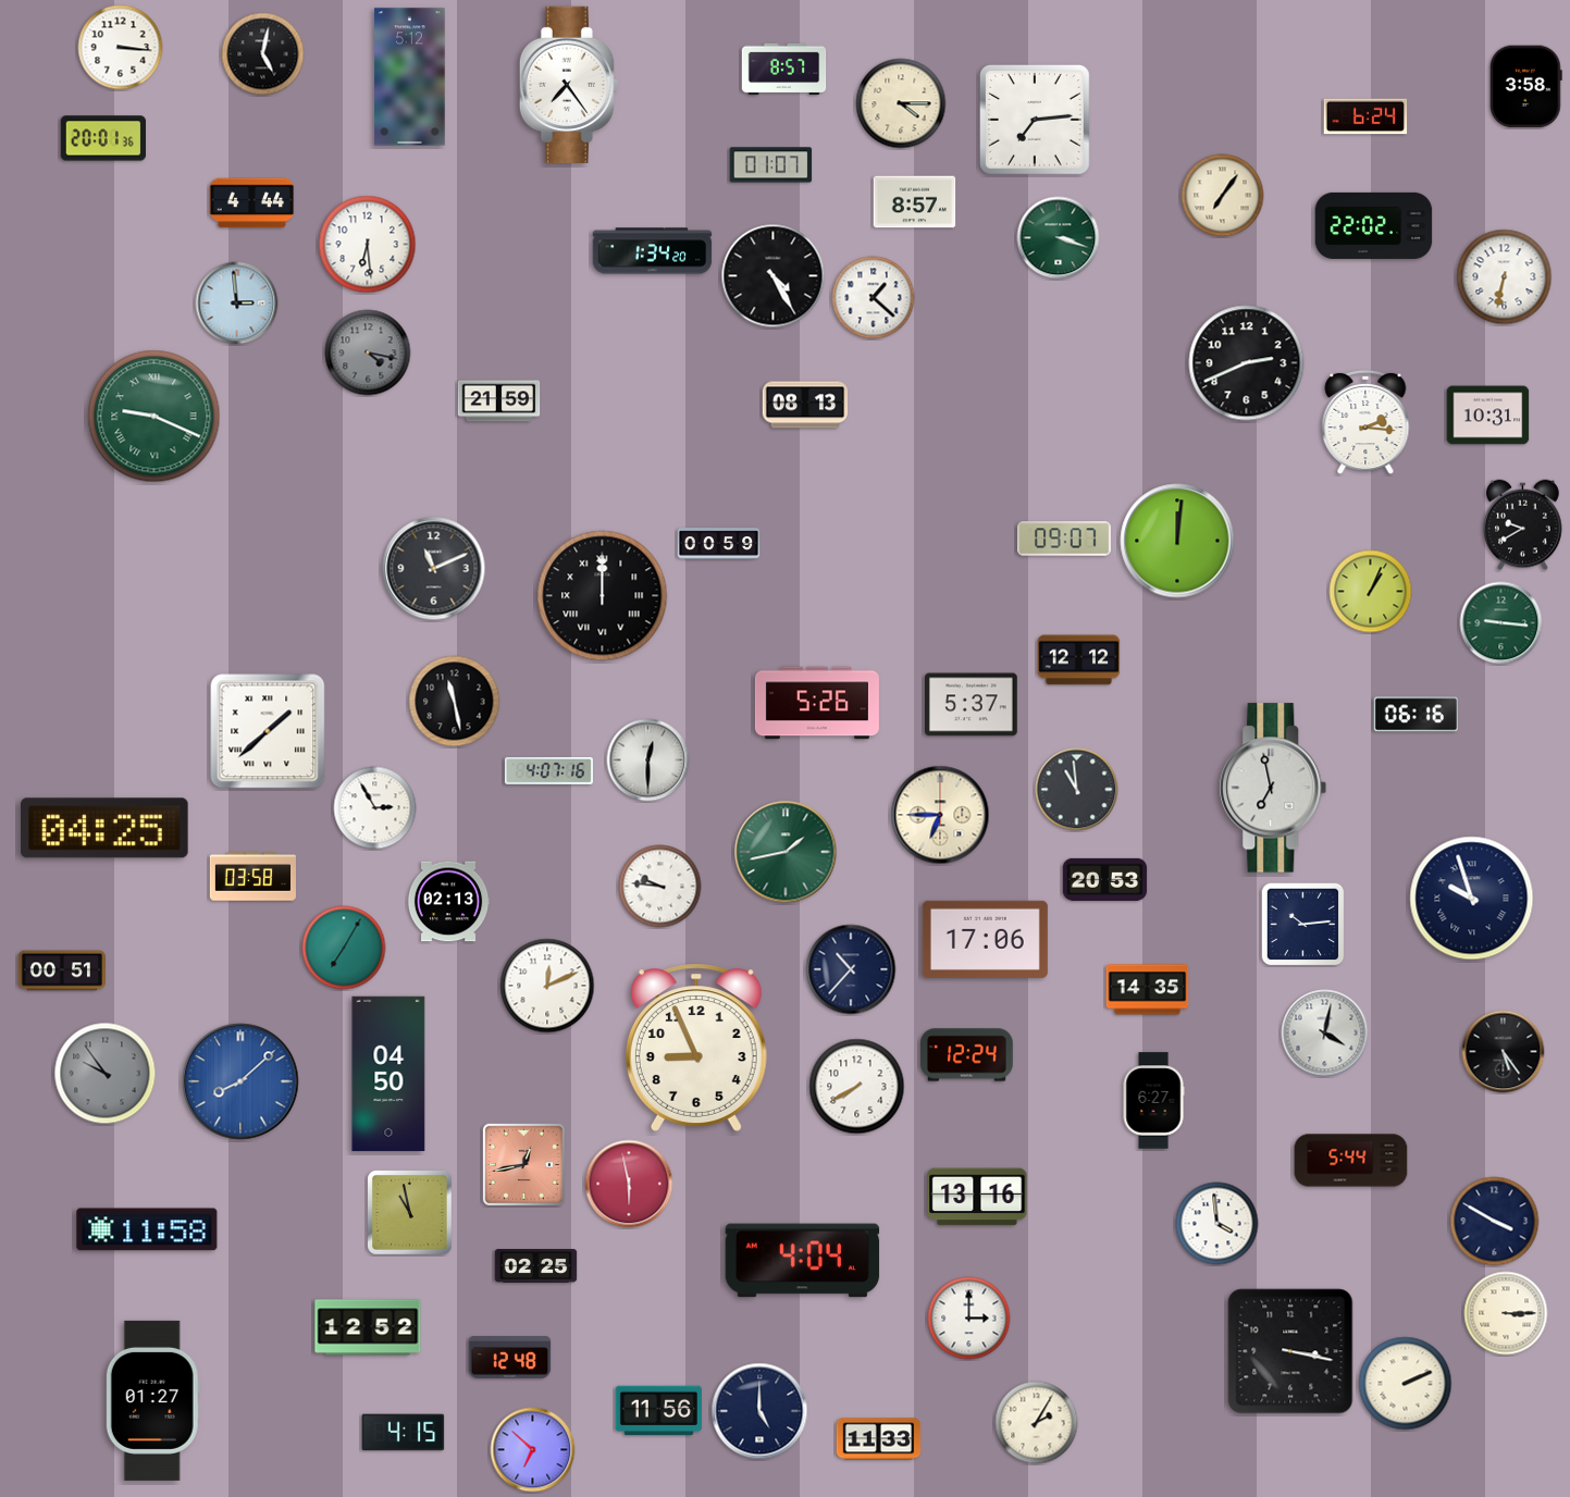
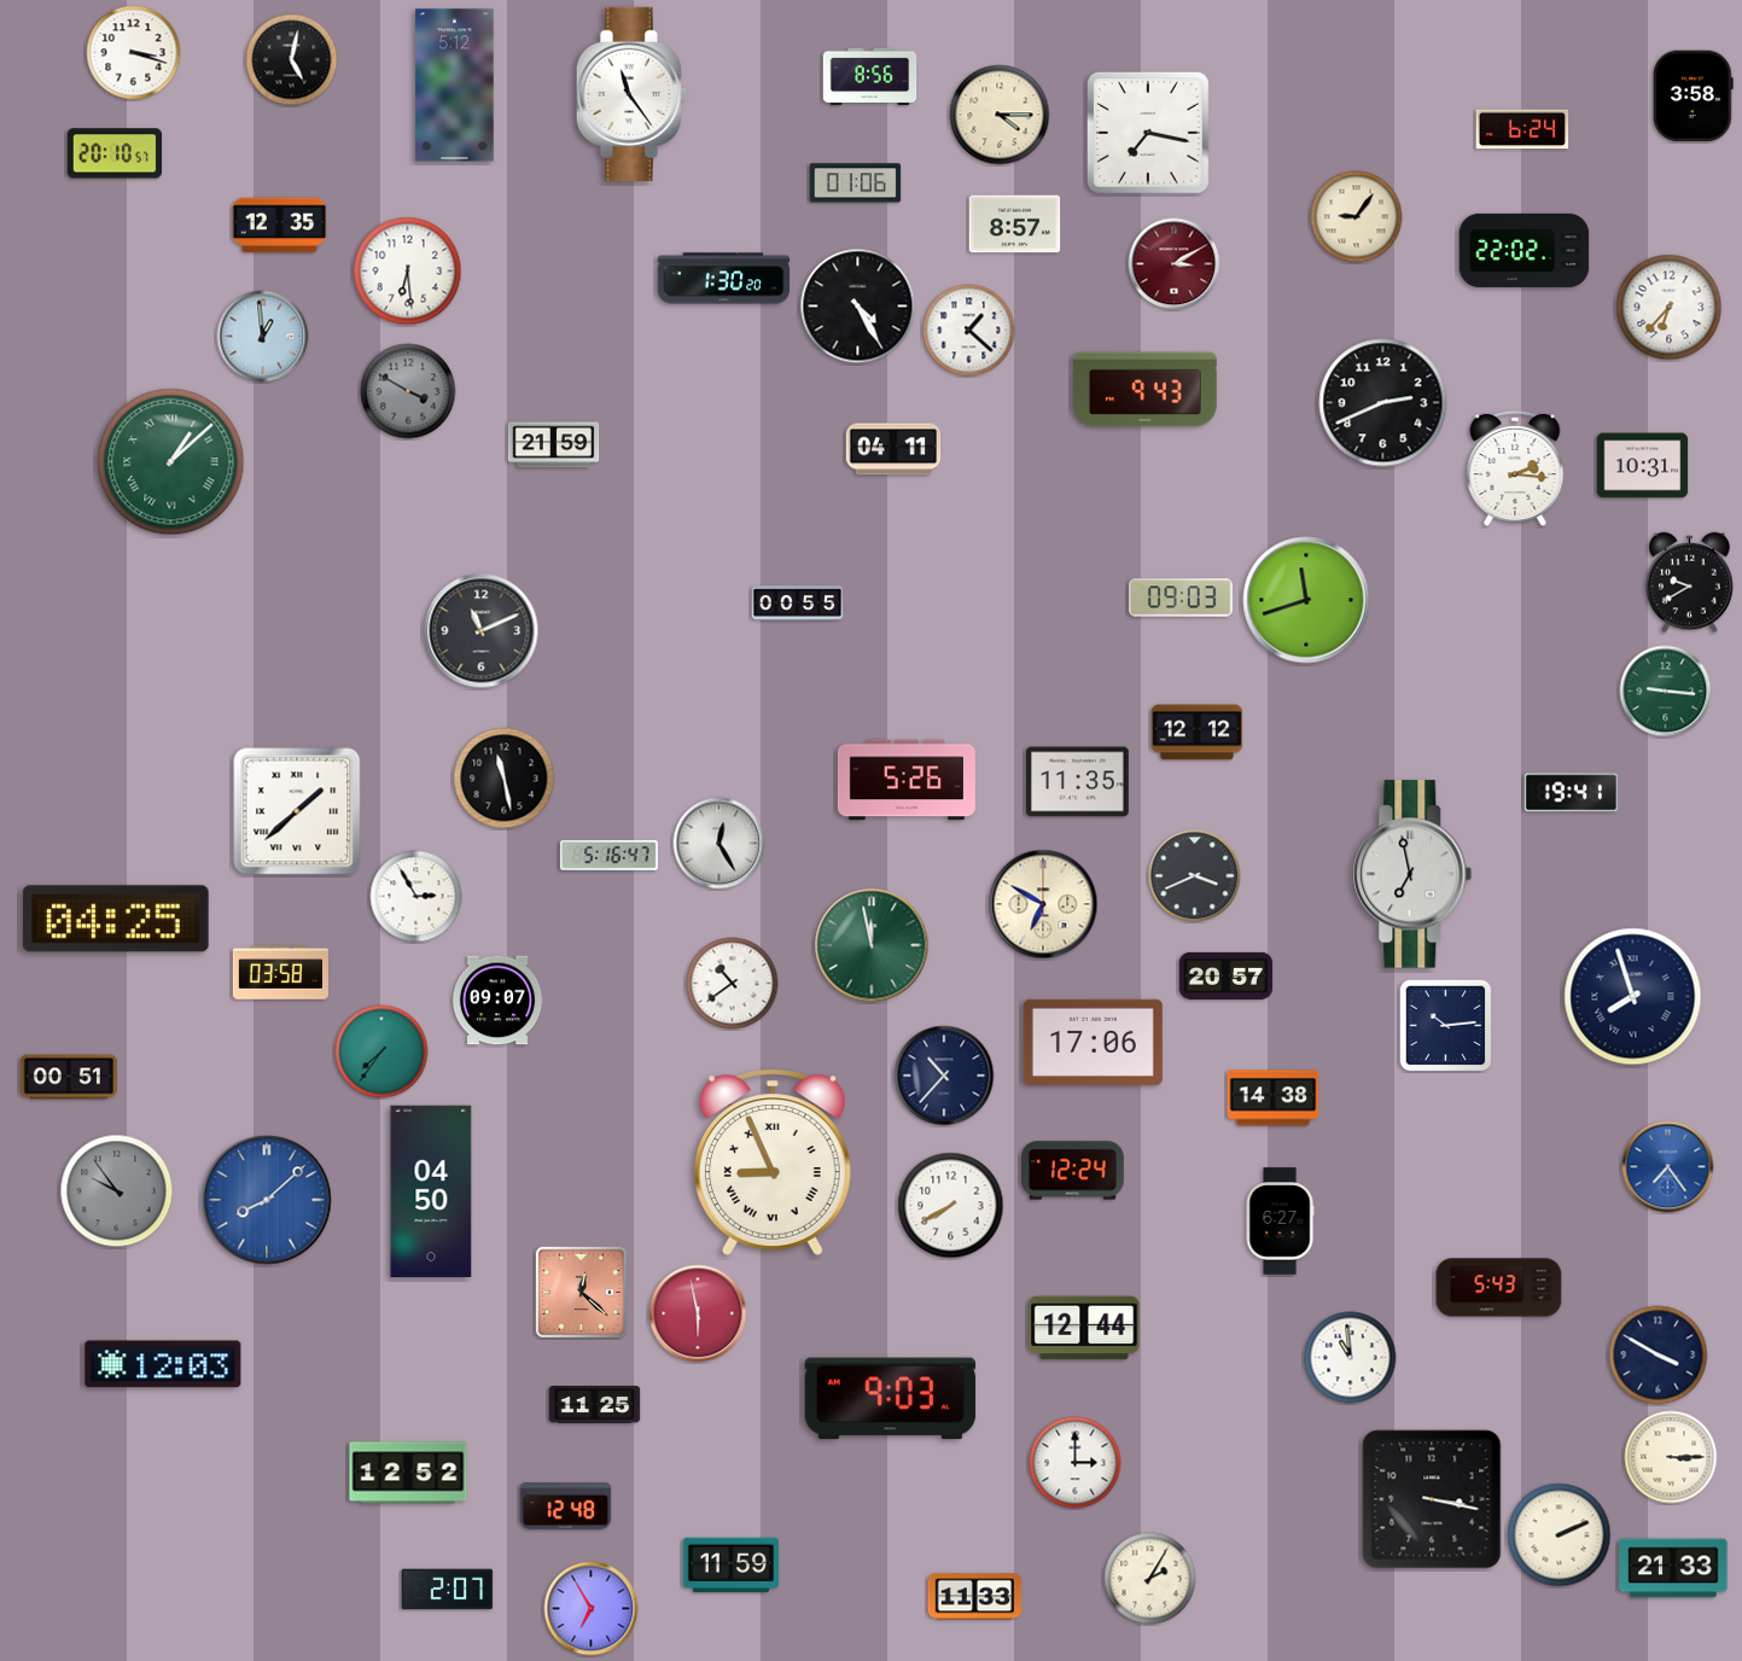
clock at (121, 48): 3:16 -> 3:18
clock at (784, 70): 8:57 -> 8:56
clock at (569, 85): 7:24 -> 11:24
clock at (1365, 116) position: (1365, 116) -> (1522, 129)
clock at (1035, 120): 7:14 -> 7:17
clock at (102, 138): 20:01 -> 20:10
clock at (771, 165): 01:07 -> 01:06
clock at (1223, 196): 7:06 -> 9:06
clock at (252, 203): 4:44 -> 12:35
clock at (1059, 238): 3:18 -> 3:10
clock at (1059, 238) dial: green -> burgundy
clock at (653, 251): 1:34 -> 1:30
clock at (1505, 277): 6:32 -> 6:37
clock at (237, 304): 2:59 -> 12:59
clock at (1146, 390): none -> 9:43
clock at (368, 352): 4:17 -> 3:50
clock at (805, 405): 08:13 -> 04:11
clock at (1488, 416) position: (1488, 416) -> (1643, 466)
clock at (154, 417): 9:19 -> 1:08
clock at (1064, 539): 09:07 -> 09:03
clock at (1177, 541): 12:01 -> 11:42
clock at (719, 544): 00:59 -> 00:55
clock at (1371, 592): 1:04 -> none
clock at (603, 596): 12:00 -> none
clock at (972, 705): 5:37 -> 11:35
clock at (1417, 715): 06:16 -> 19:41
clock at (648, 760): 12:30 -> 12:25
clock at (548, 770): 4:07 -> 5:16
clock at (1077, 790): 10:59 -> 3:41
clock at (940, 815): 6:45 -> 6:50
clock at (786, 852): 1:43 -> 11:58
clock at (1105, 879): 20:53 -> 20:57
clock at (660, 887): 9:46 -> 10:39
clock at (1472, 899): 9:57 -> 7:57
clock at (448, 902): 02:13 -> 09:07
clock at (344, 948): 7:05 -> 7:36
clock at (547, 986): 12:11 -> none
clock at (1148, 990): 14:35 -> 14:38
clock at (1325, 1034): 4:02 -> none
clock at (696, 1048) numerals: Arabic -> Roman
clock at (1504, 1052): 5:24 -> 7:24
clock at (1504, 1052) dial: black -> blue
clock at (1351, 1161): 5:44 -> 5:43
clock at (523, 1164): 12:43 -> 12:22
clock at (977, 1197): 13:16 -> 12:44
clock at (410, 1213): 10:58 -> none
clock at (1217, 1224): 3:59 -> 10:59
clock at (147, 1229): 11:58 -> 12:03
clock at (803, 1261): 4:04 -> 9:03
clock at (536, 1266): 02:25 -> 11:25
clock at (152, 1400): 01:27 -> none
clock at (658, 1411): 11:56 -> 11:59
clock at (759, 1411): 5:00 -> none
clock at (1673, 1568): none -> 21:33
clock at (404, 1433): 4:15 -> 2:07
clock at (533, 1450): 6:52 -> 6:55
